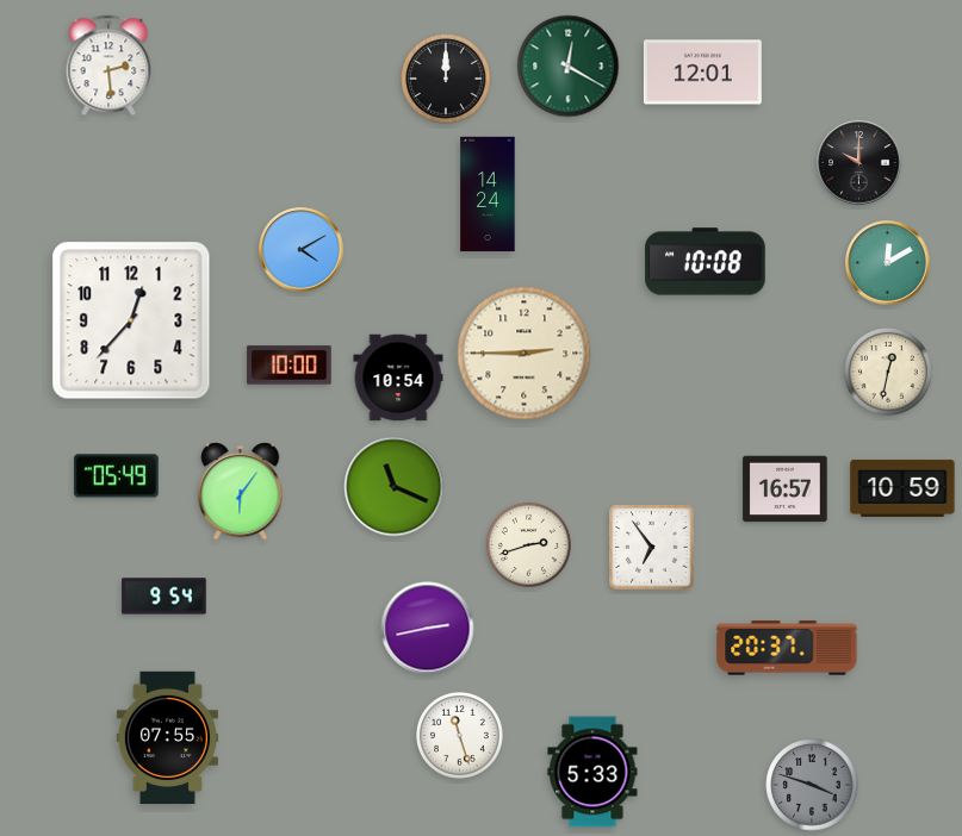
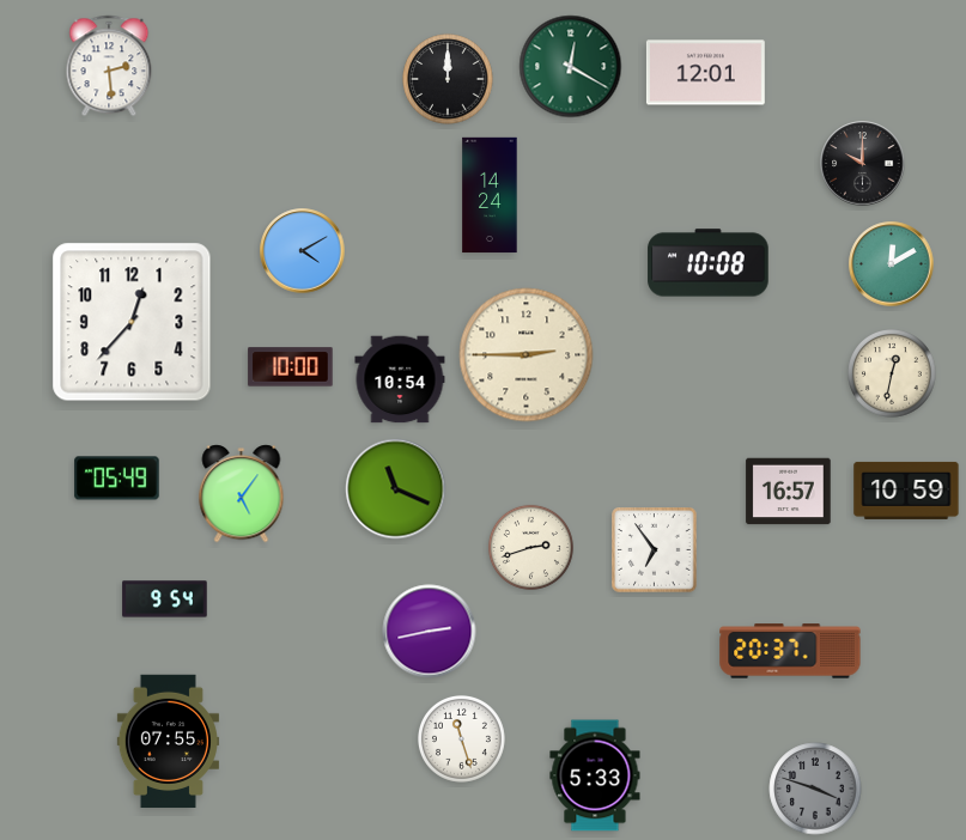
clock at (241, 492): 6:06 -> 5:06
